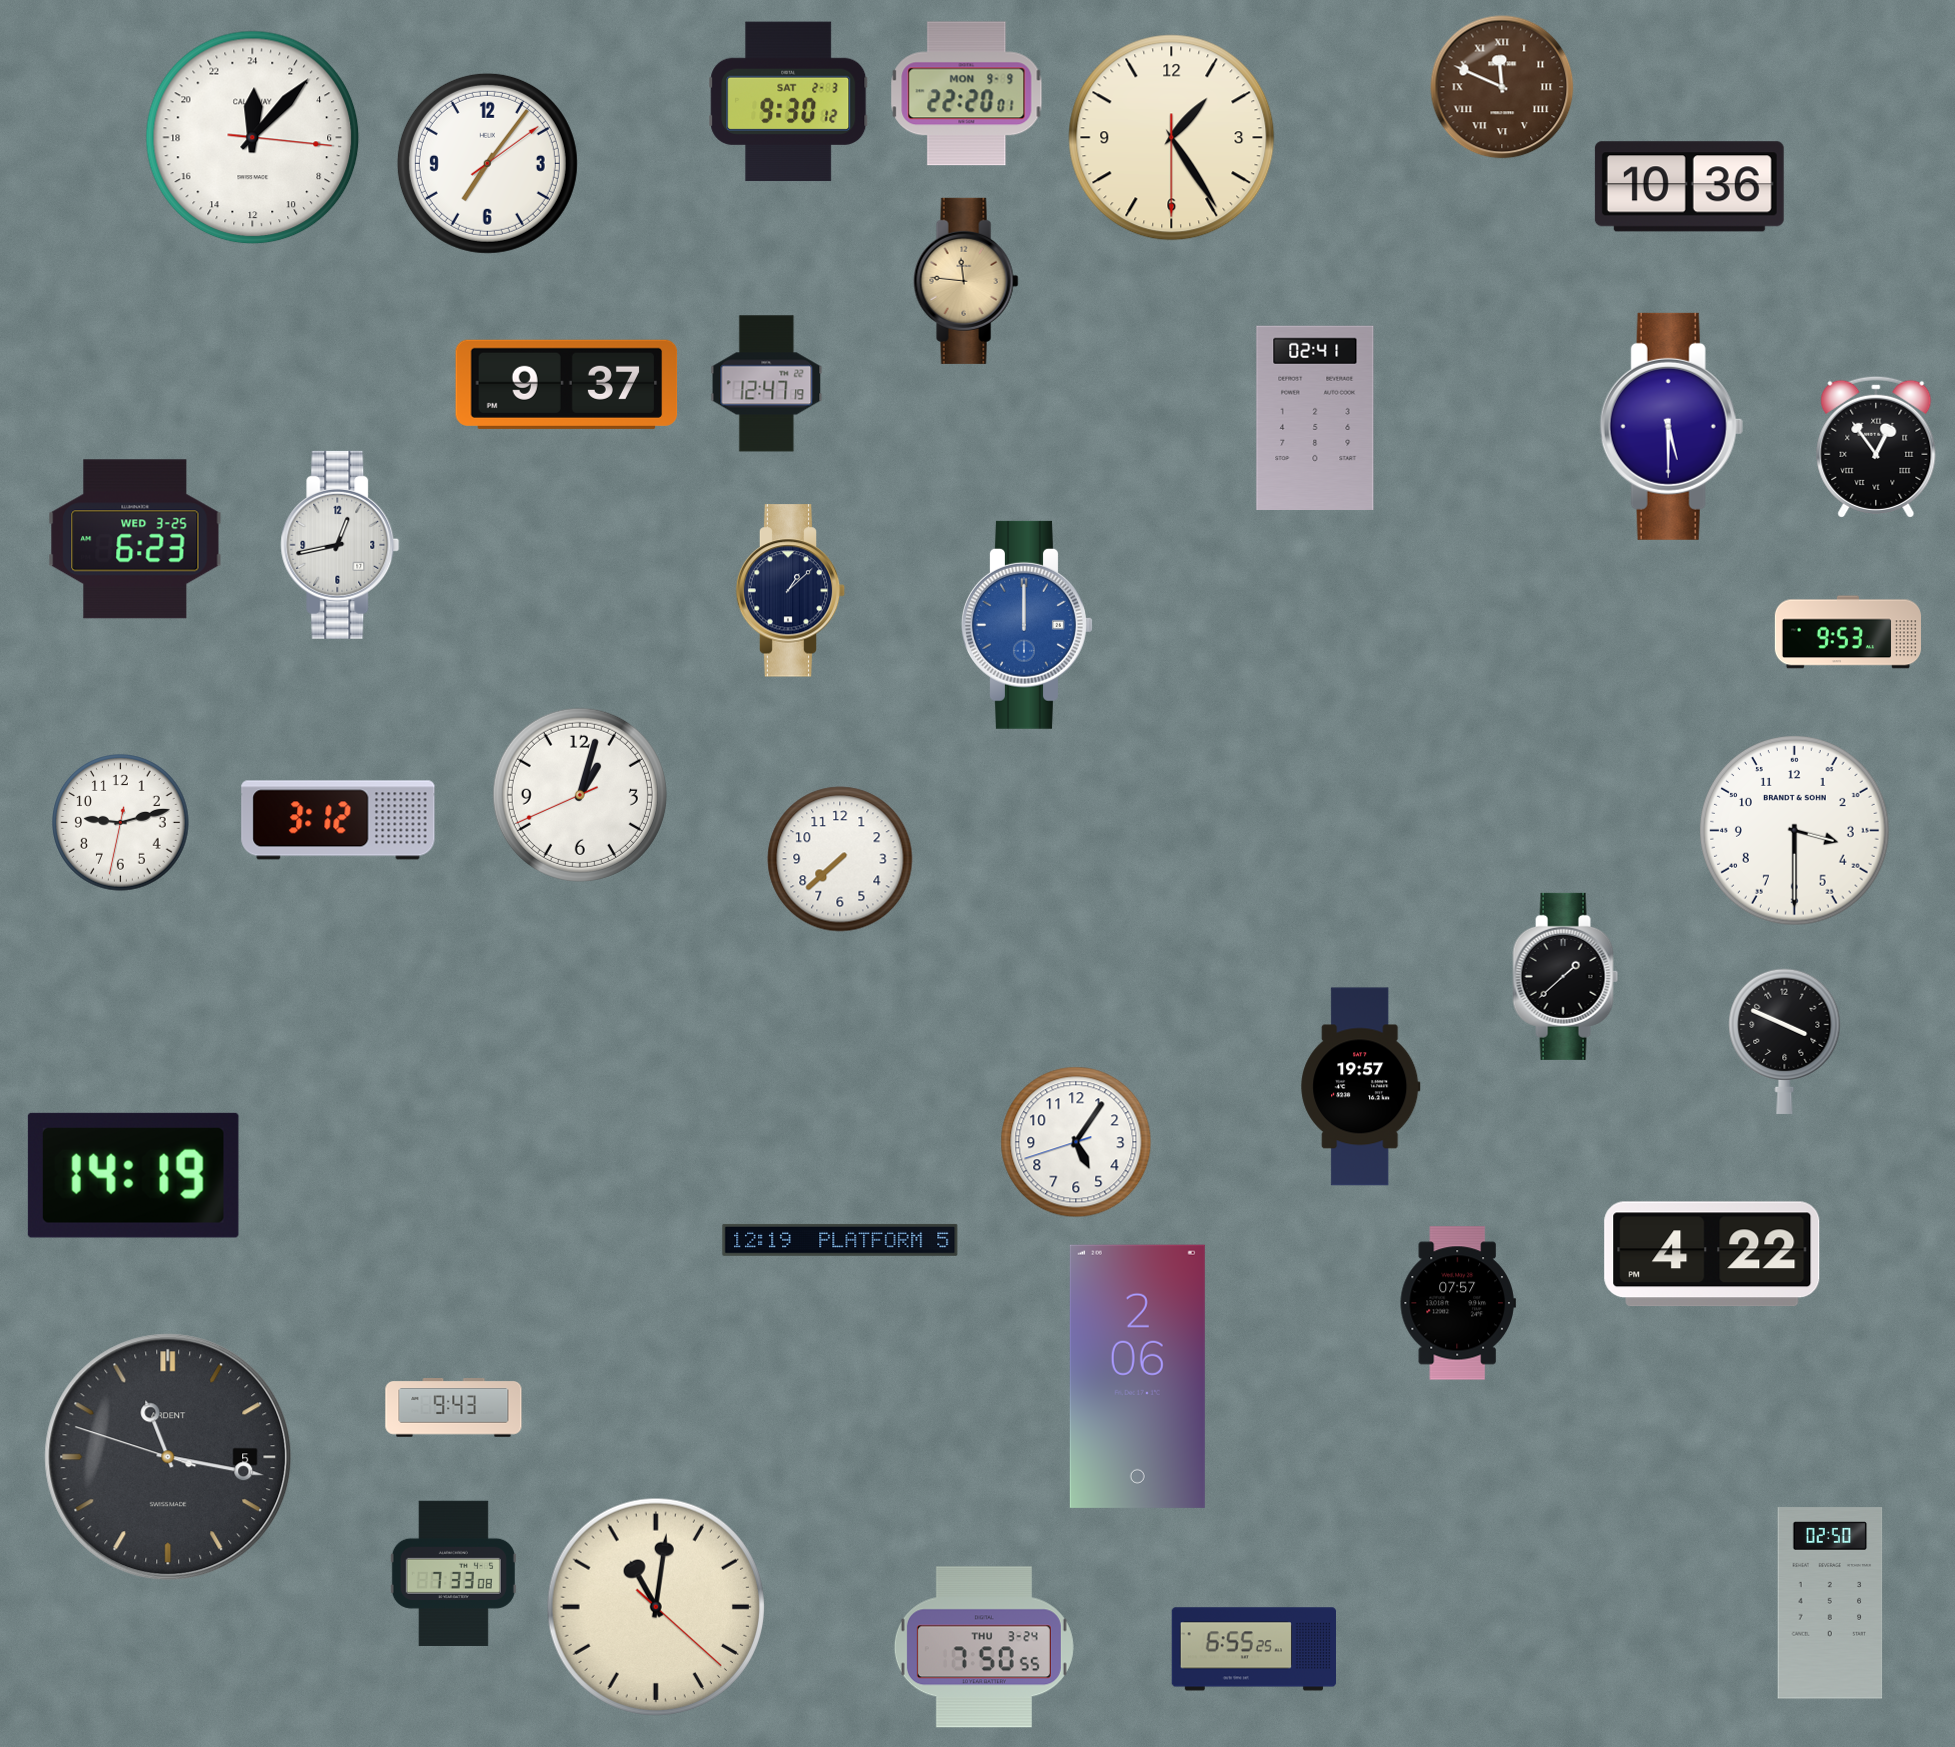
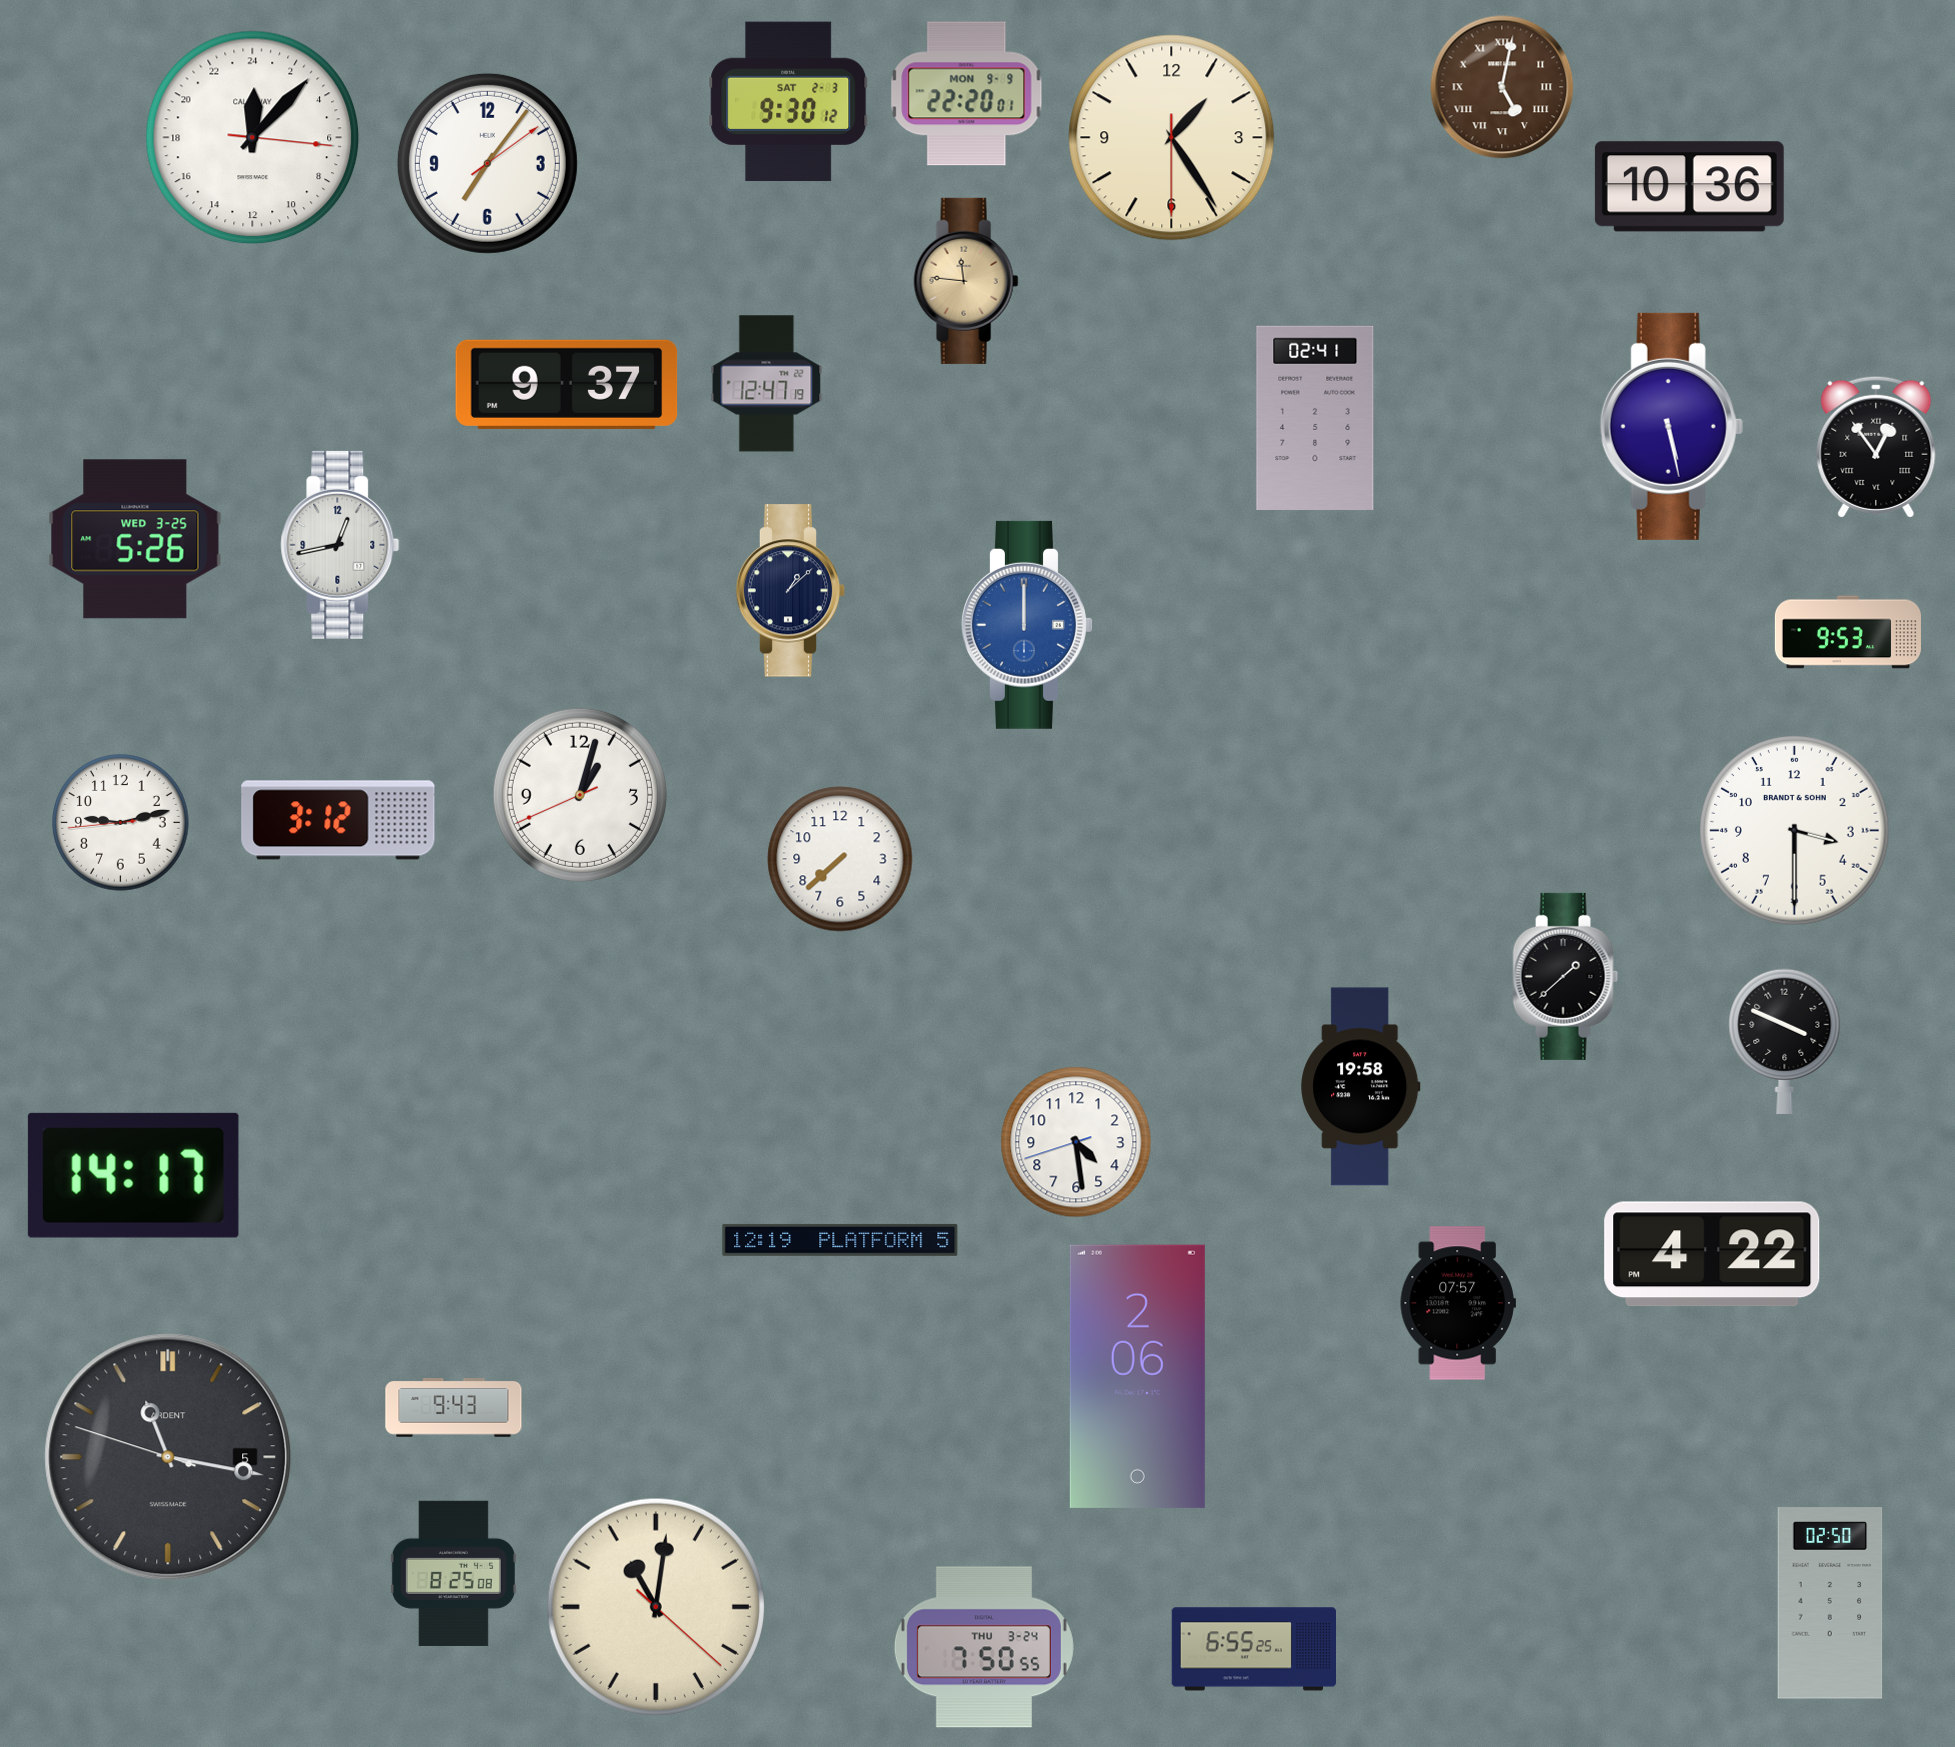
clock at (1502, 87): 11:49 -> 5:02
clock at (1671, 426): 5:30 -> 5:28
clock at (135, 539): 6:23 -> 5:26
clock at (121, 823): 9:12:32 -> 9:12:44
clock at (1361, 1087): 19:57 -> 19:58
clock at (1076, 1142): 5:05 -> 4:28
clock at (133, 1175): 14:19 -> 14:17
clock at (453, 1573): 7:33 -> 8:25
